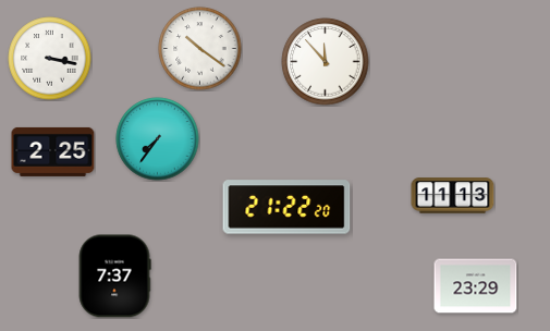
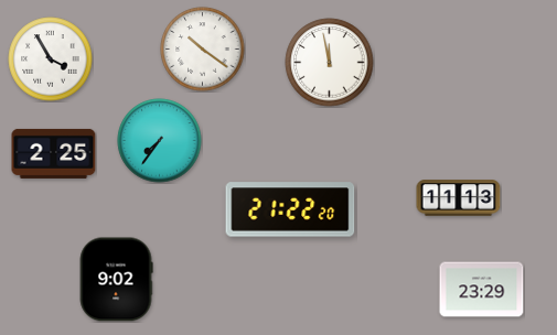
clock at (50, 59): 3:17 -> 3:55
clock at (326, 62): 11:53 -> 11:58
clock at (114, 277): 7:37 -> 9:02
